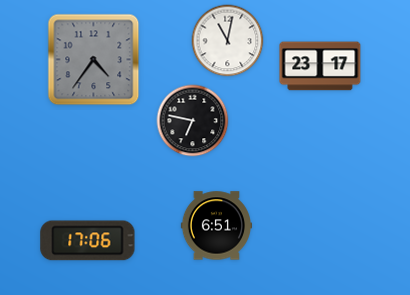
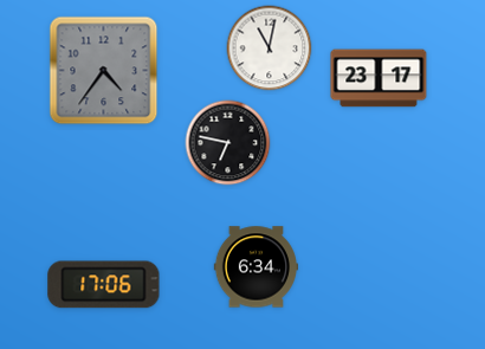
clock at (94, 60) position: (94, 60) -> (104, 71)
clock at (216, 226): 6:51 -> 6:34
